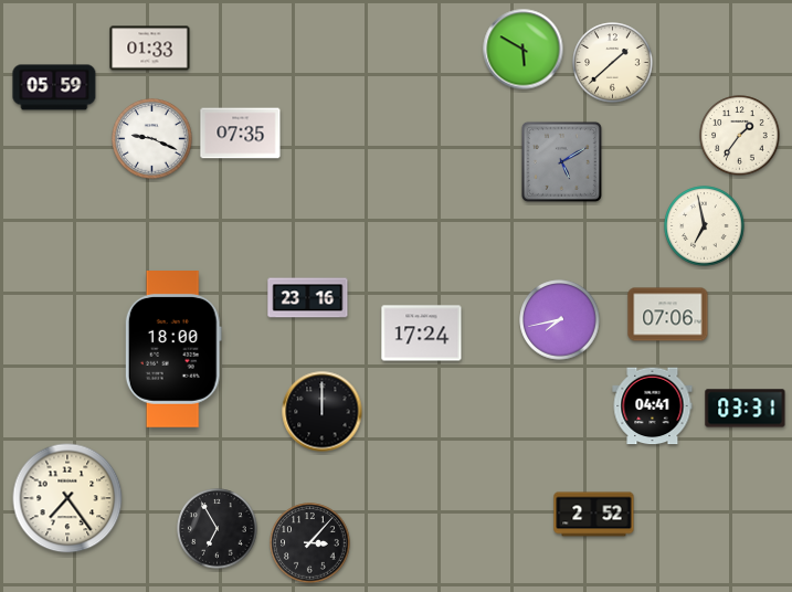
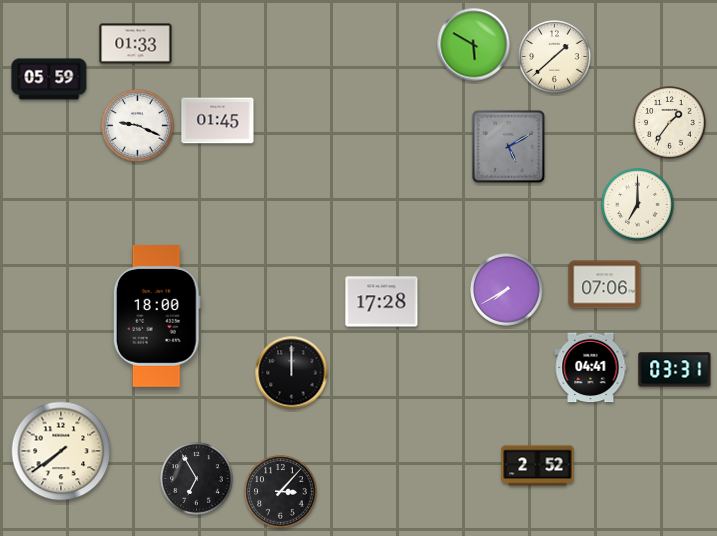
clock at (241, 134): 07:35 -> 01:45
clock at (705, 226): 6:58 -> 7:00
clock at (308, 298): 23:16 -> none
clock at (560, 320): 7:43 -> 7:40
clock at (422, 334): 17:24 -> 17:28
clock at (67, 498): 7:24 -> 7:39
